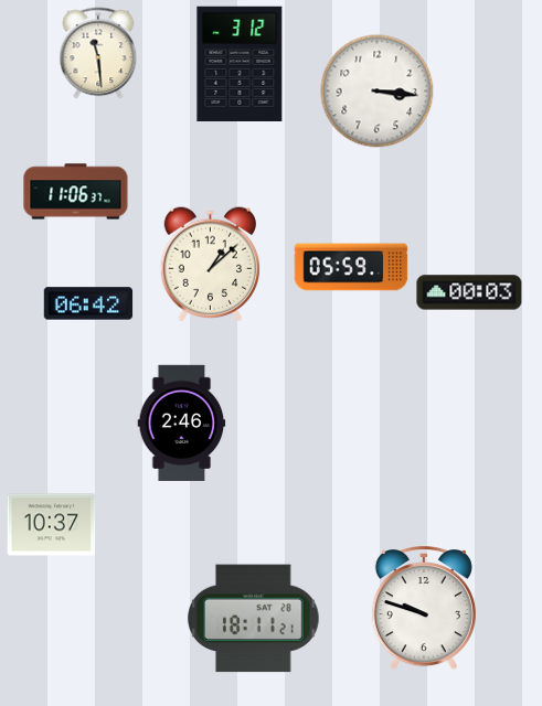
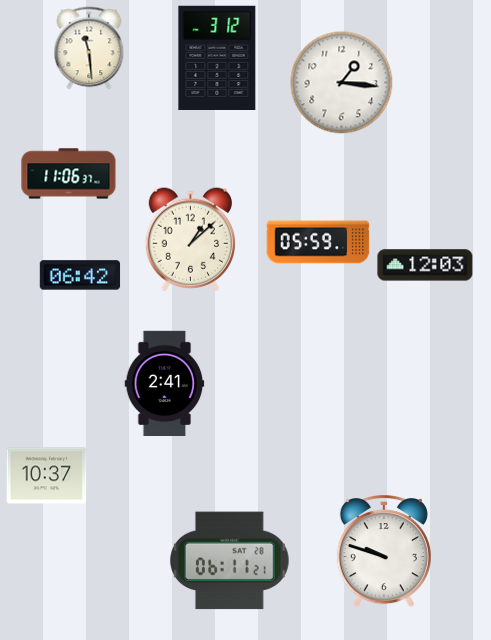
clock at (378, 92): 3:16 -> 1:16
clock at (469, 292): 00:03 -> 12:03
clock at (182, 422): 2:46 -> 2:41
clock at (254, 619): 18:11 -> 06:11
